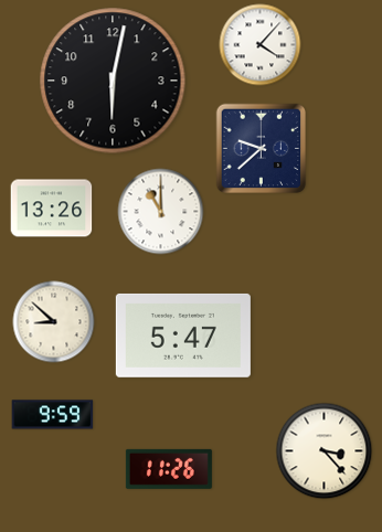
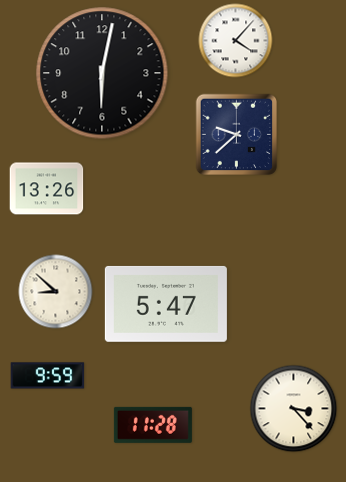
clock at (161, 212): 11:00 -> none
clock at (54, 322) position: (54, 322) -> (56, 292)
clock at (169, 469): 11:26 -> 11:28
